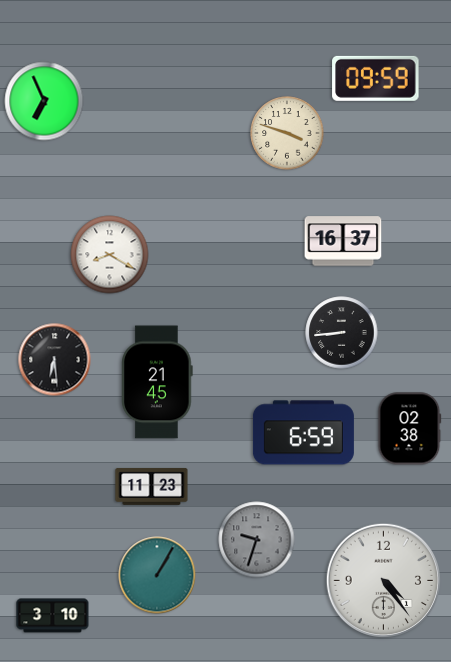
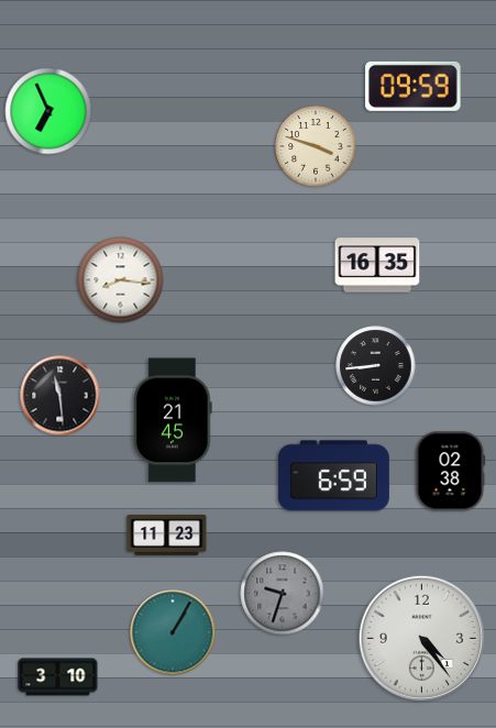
clock at (343, 241): 16:37 -> 16:35
clock at (110, 255): 8:20 -> 8:16
clock at (55, 360): 6:29 -> 11:29
